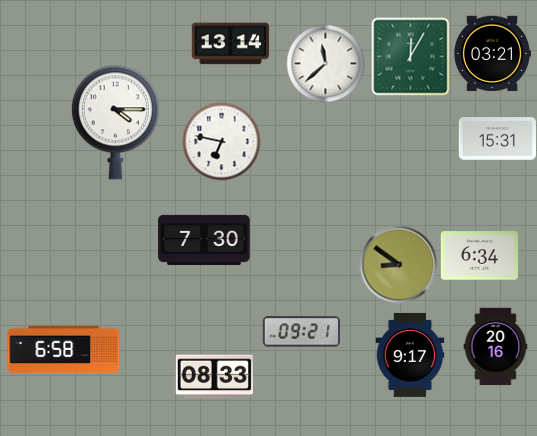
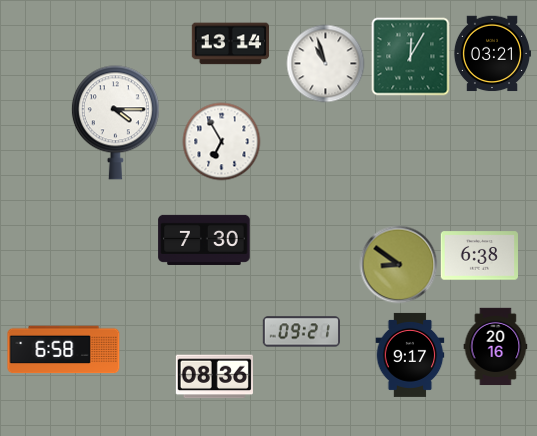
clock at (325, 63): 11:38 -> 10:57
clock at (497, 139): 15:31 -> none
clock at (221, 141): 6:47 -> 6:55
clock at (479, 256): 6:34 -> 6:38
clock at (214, 377): 08:33 -> 08:36
